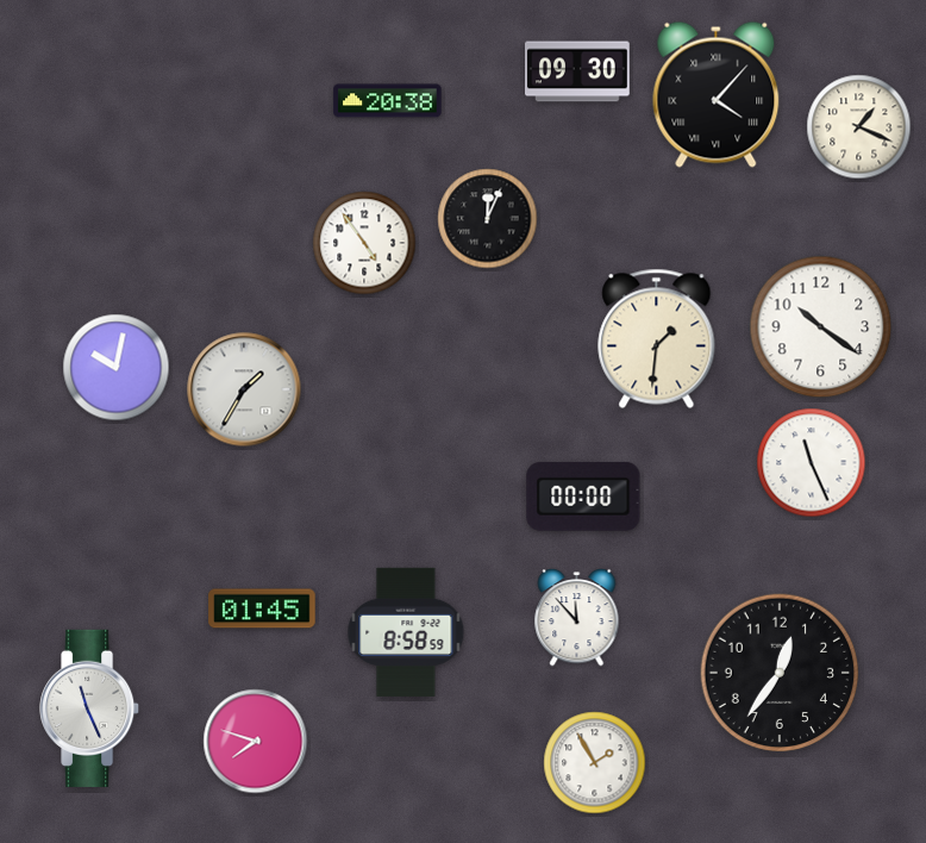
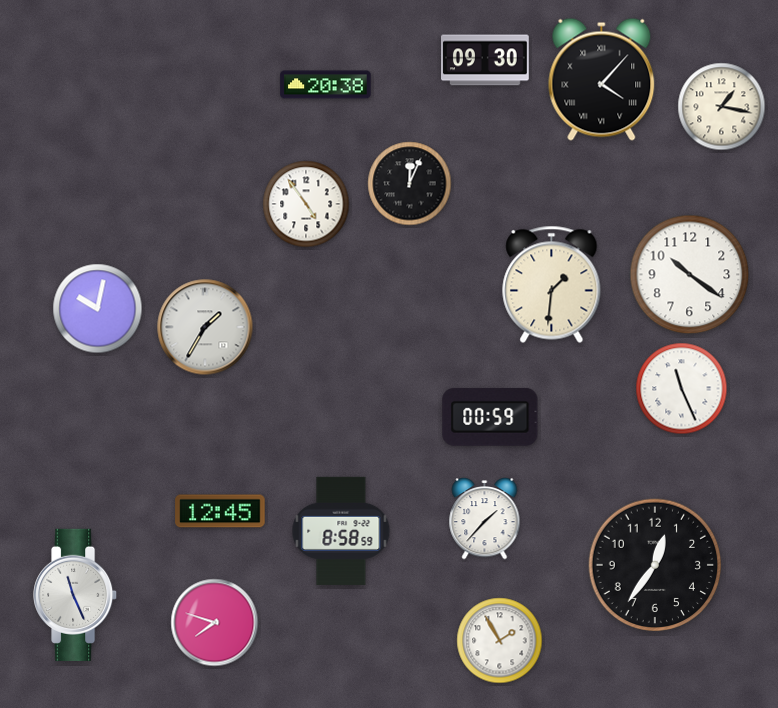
clock at (859, 127): 1:19 -> 1:17
clock at (583, 497): 00:00 -> 00:59
clock at (262, 608): 01:45 -> 12:45
clock at (577, 618): 11:53 -> 1:37
